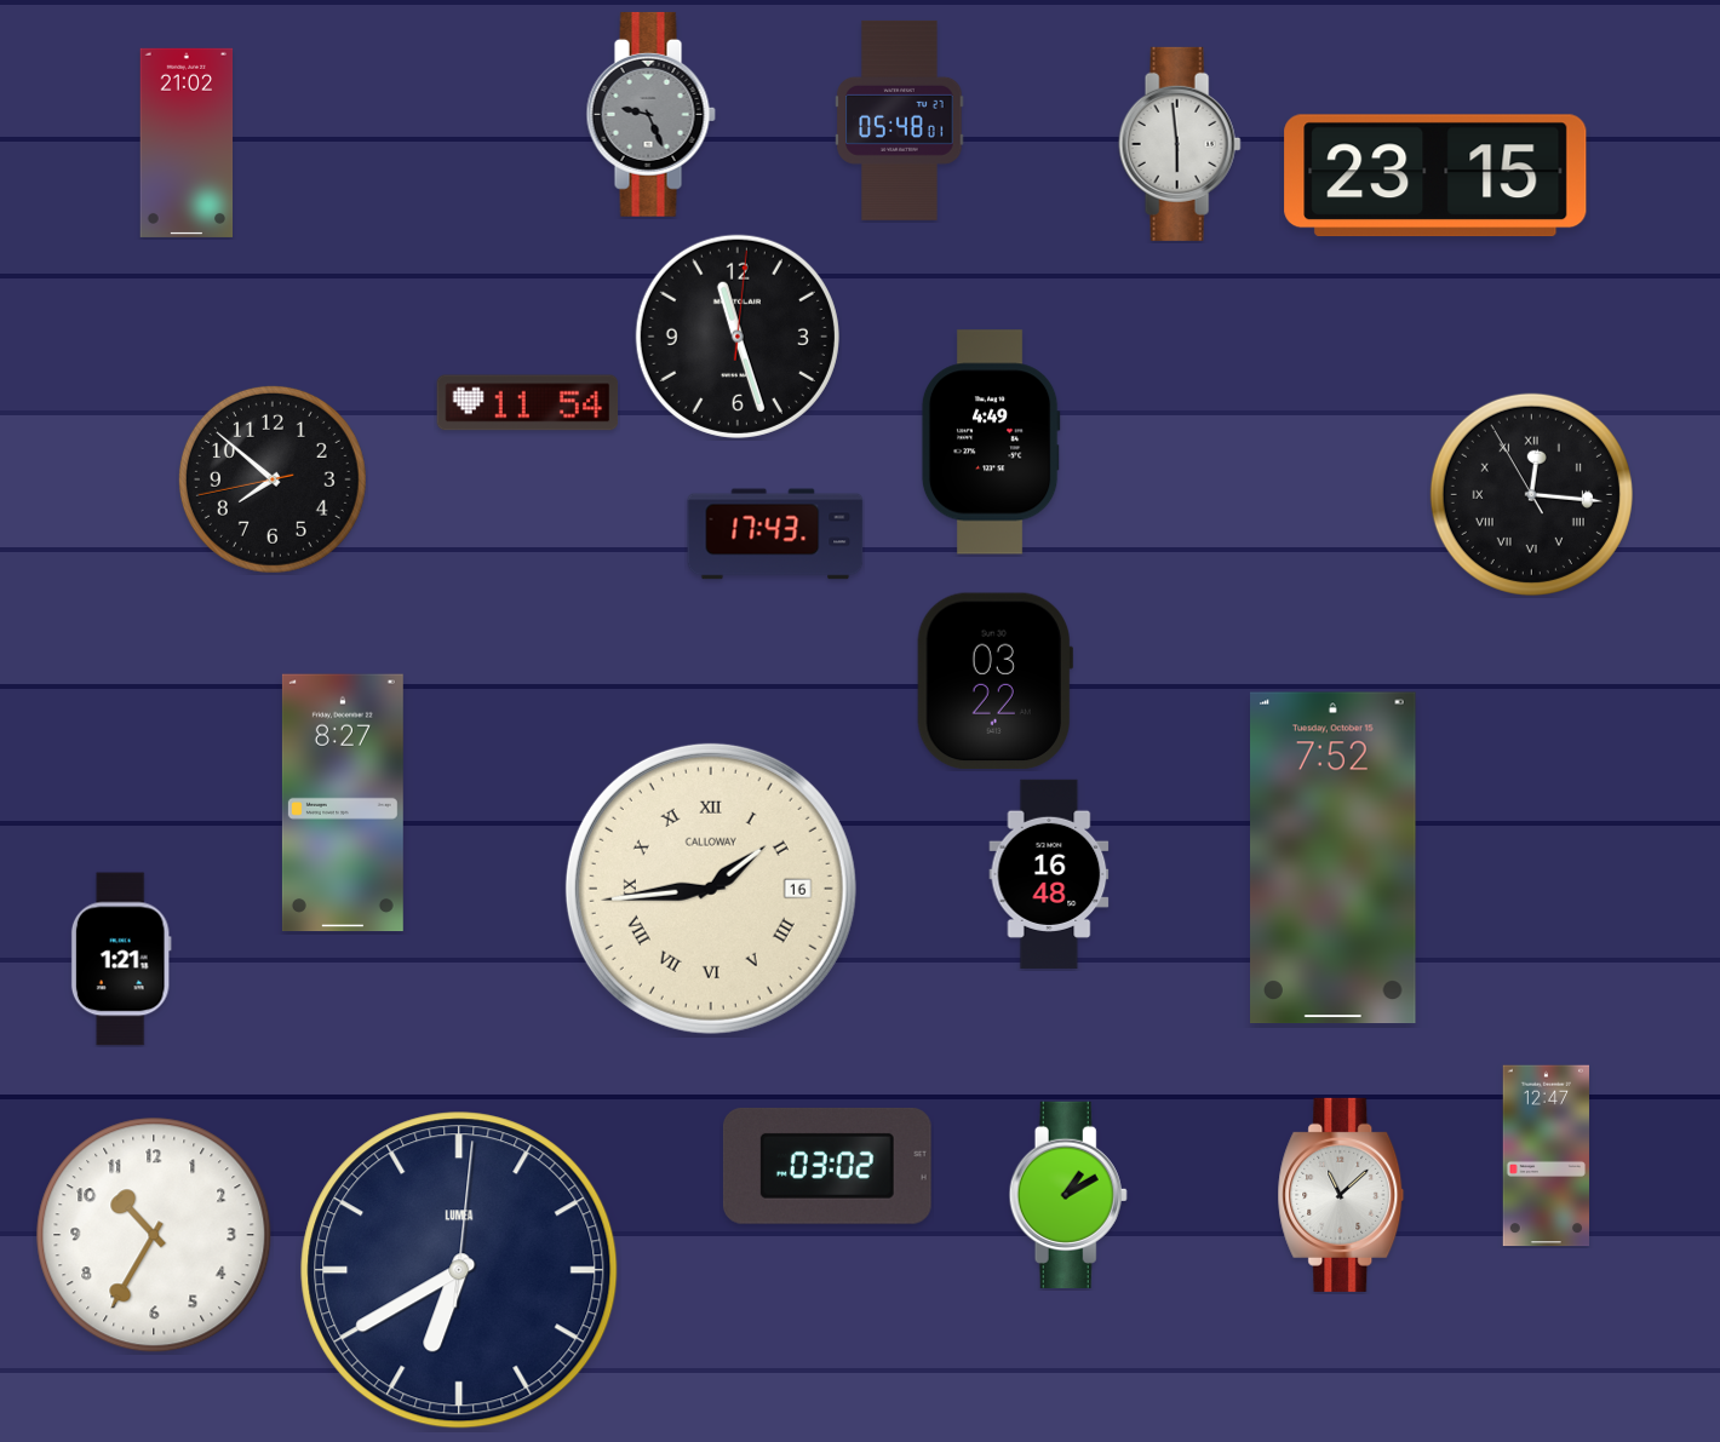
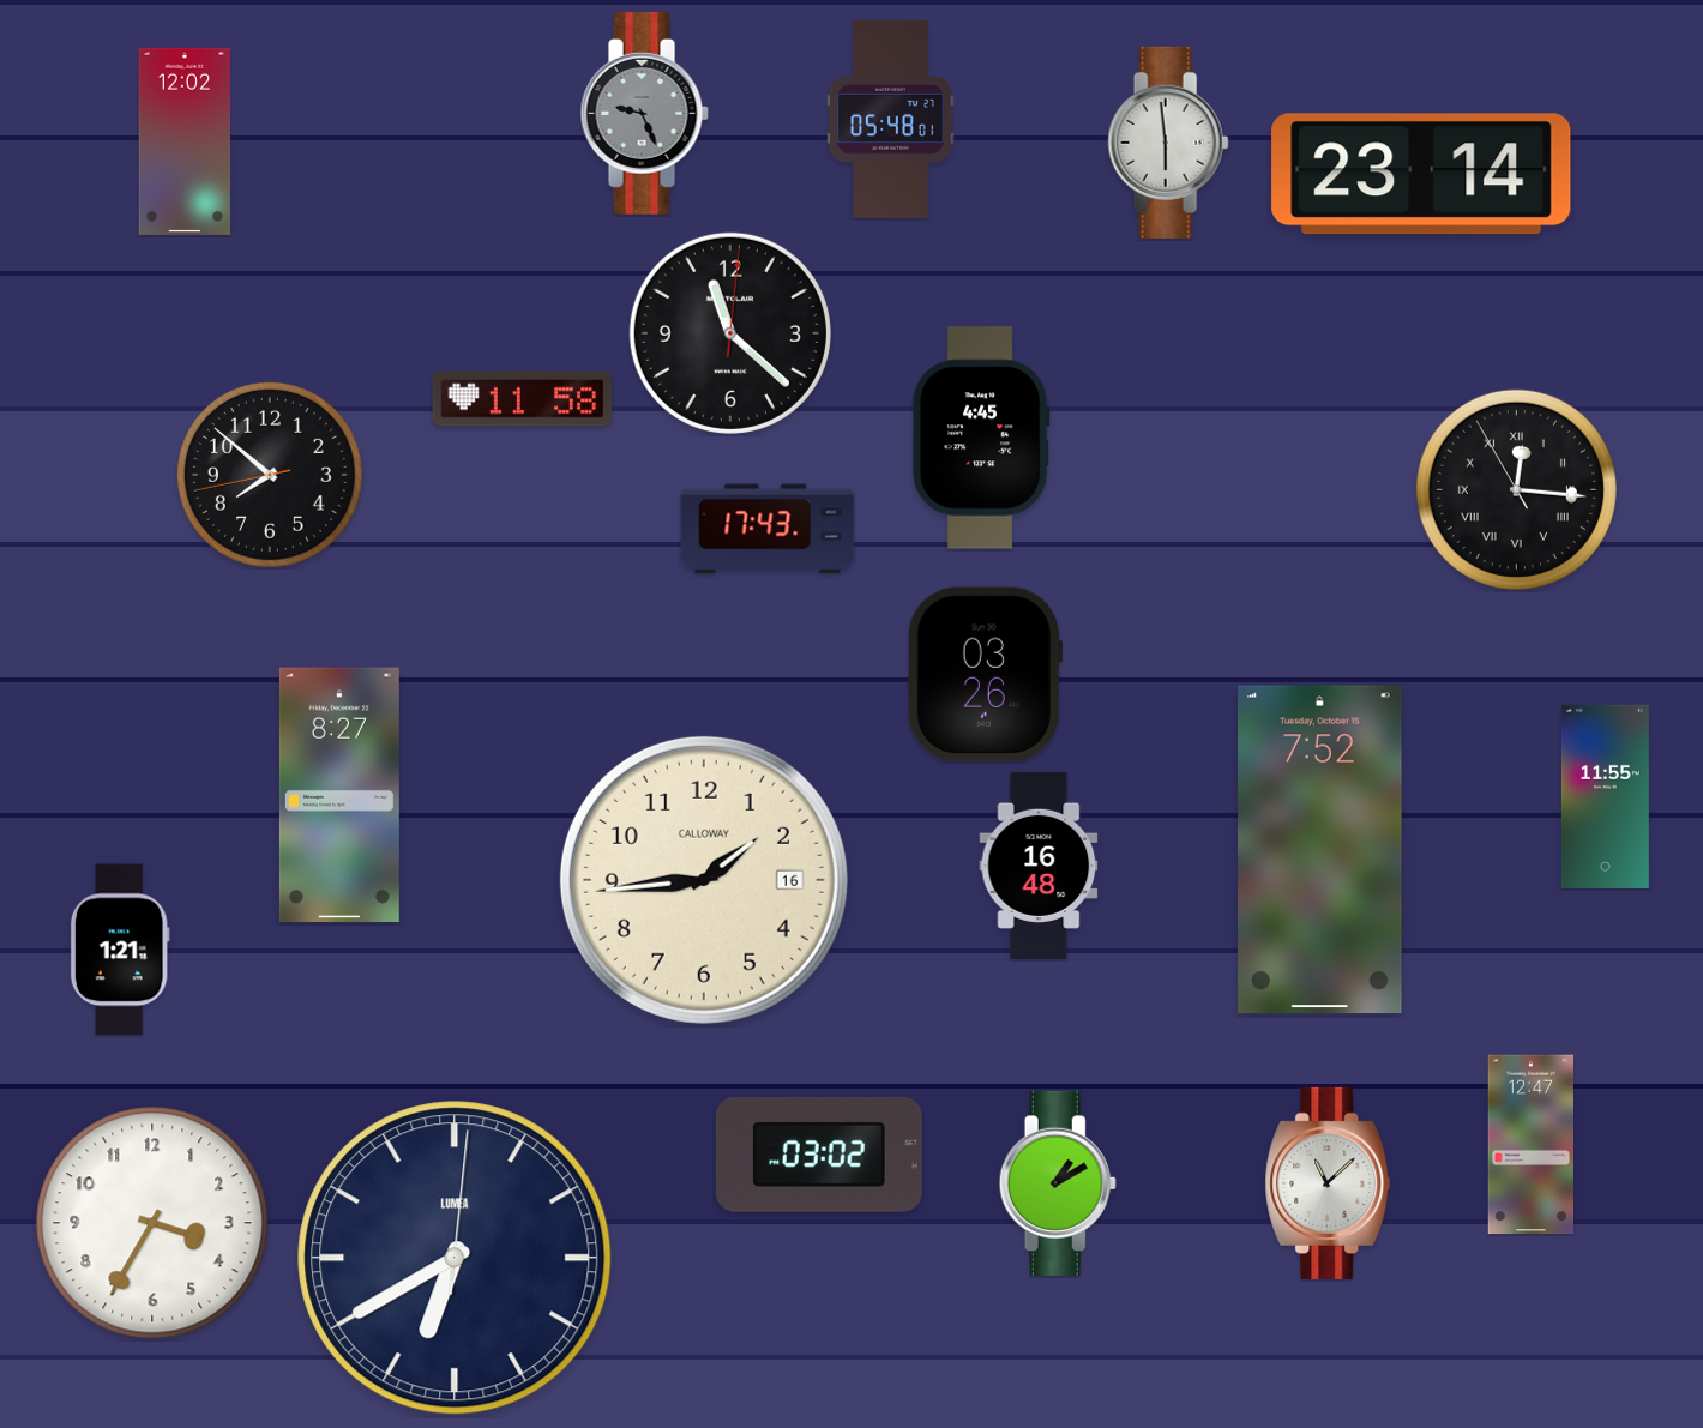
clock at (187, 143): 21:02 -> 12:02
clock at (1435, 176): 23:15 -> 23:14
clock at (738, 337): 11:27 -> 11:22
clock at (528, 403): 11:54 -> 11:58
clock at (991, 442): 4:49 -> 4:45
clock at (994, 682): 03:22 -> 03:26
clock at (1605, 796): none -> 11:55
clock at (711, 889) numerals: Roman -> Arabic
clock at (154, 1235): 10:35 -> 3:35
